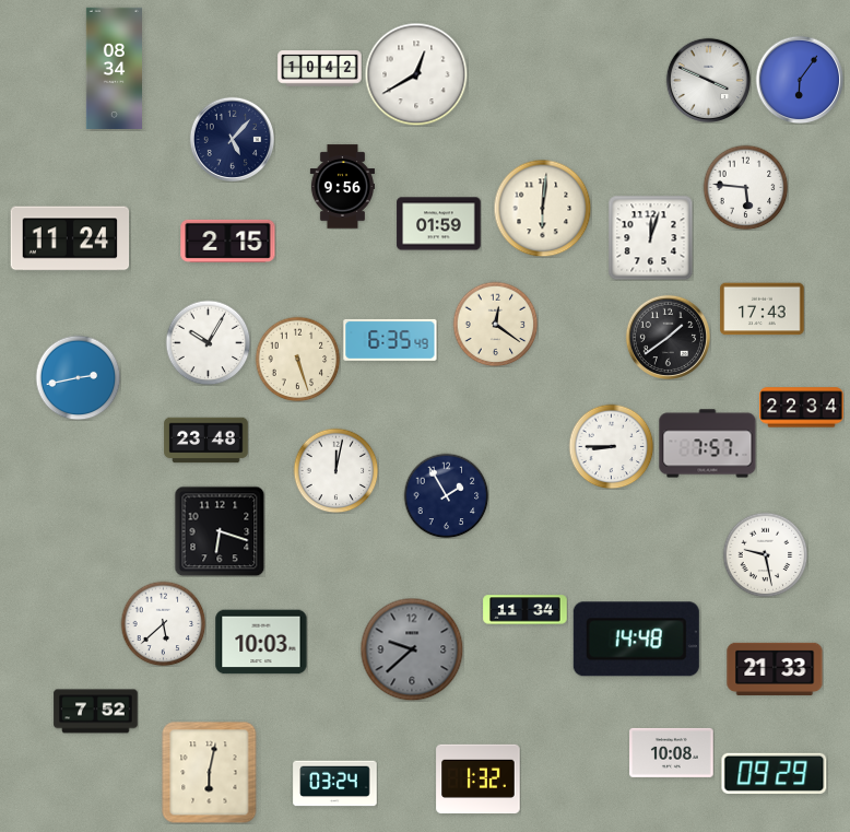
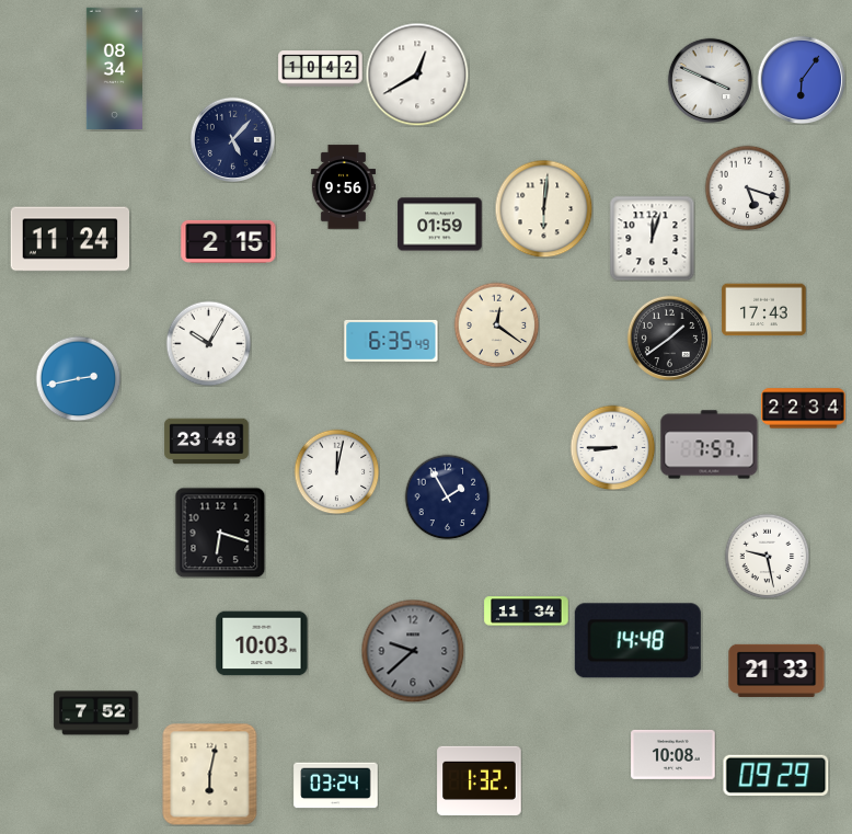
clock at (745, 187): 5:46 -> 5:18
clock at (297, 359): 5:27 -> none
clock at (163, 623): 5:38 -> none
